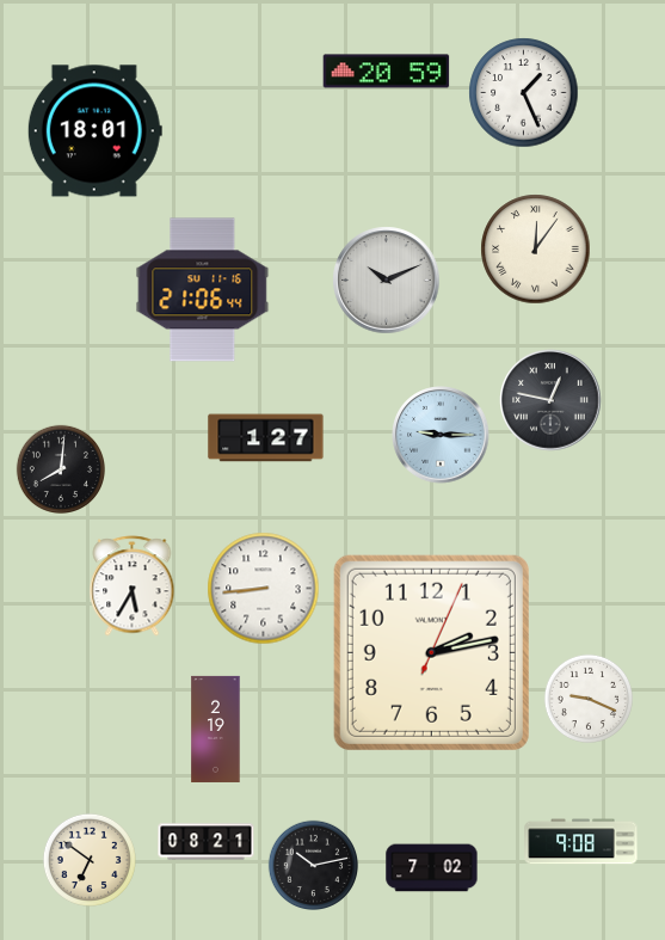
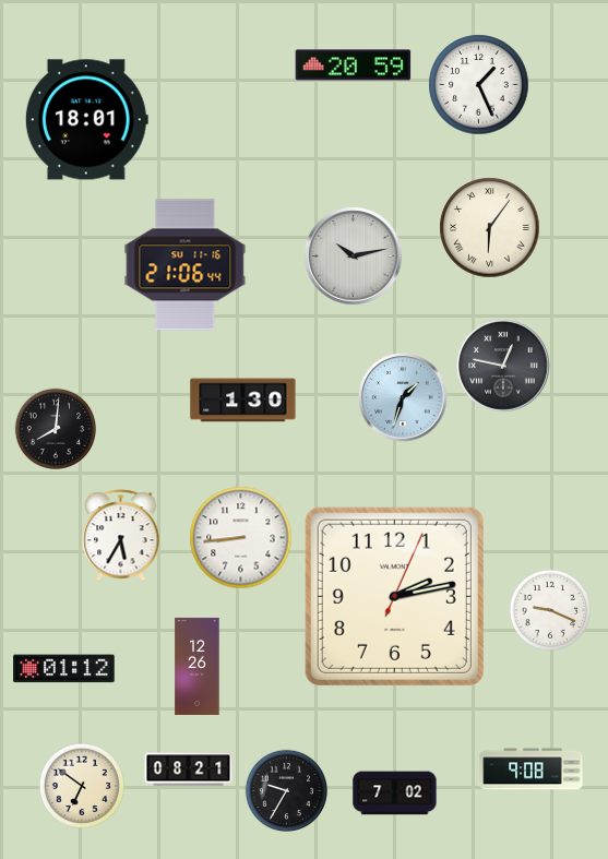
clock at (536, 250): 12:06 -> 6:06
clock at (387, 281): 10:11 -> 10:13
clock at (441, 435): 9:15 -> 1:33
clock at (266, 438): 1:27 -> 1:30
clock at (587, 698) position: (587, 698) -> (549, 609)
clock at (216, 729): 2:19 -> 12:26
clock at (64, 669): none -> 01:12
clock at (313, 865): 10:13 -> 9:35
